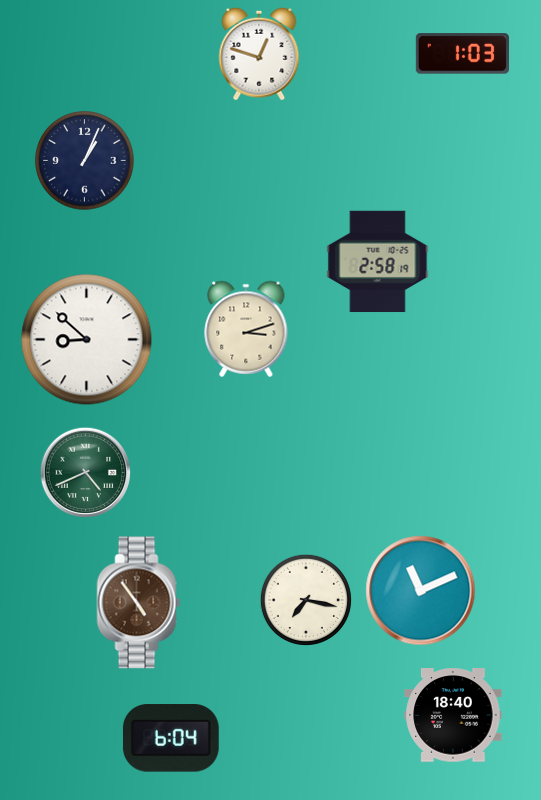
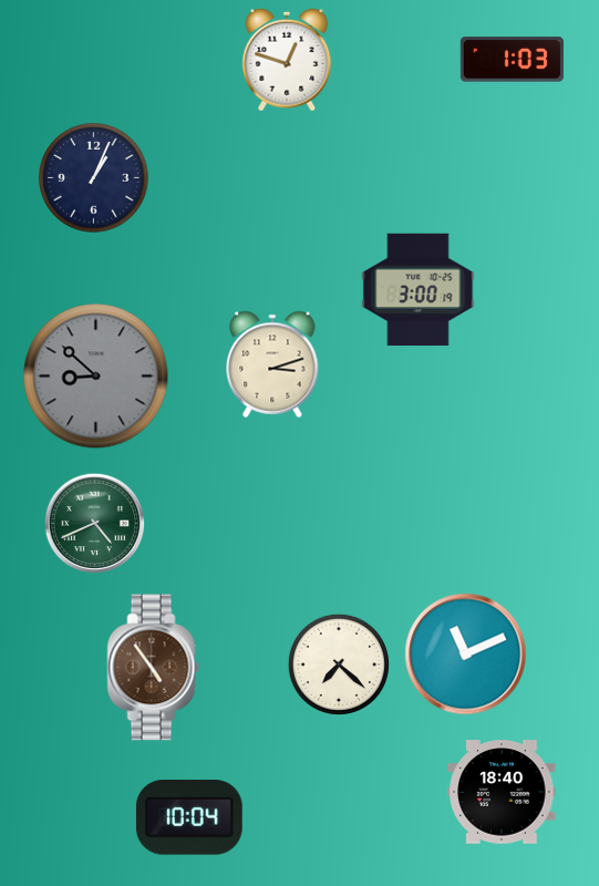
clock at (378, 262): 2:58 -> 3:00
clock at (87, 340) dial: white -> grey
clock at (306, 600): 7:17 -> 7:22
clock at (171, 738): 6:04 -> 10:04
